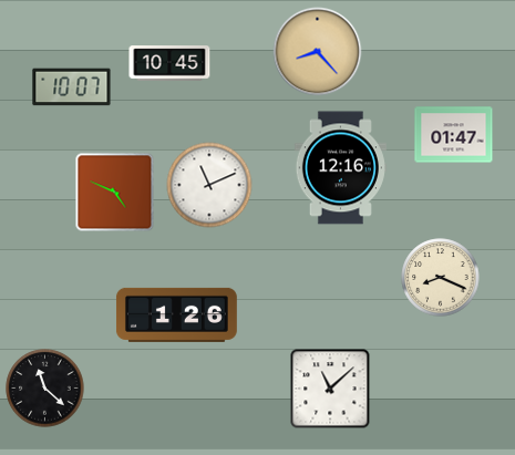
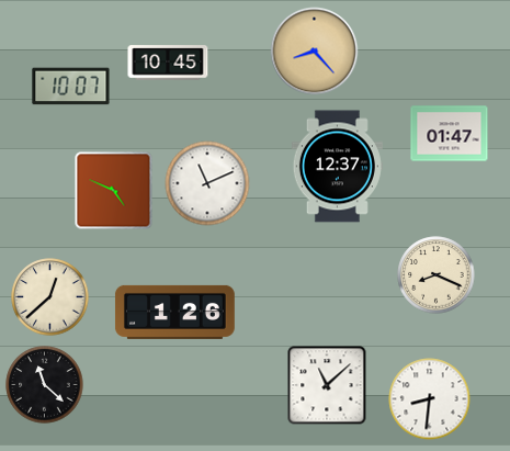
clock at (340, 168): 12:16 -> 12:37
clock at (50, 297): none -> 12:38
clock at (430, 399): none -> 8:31
